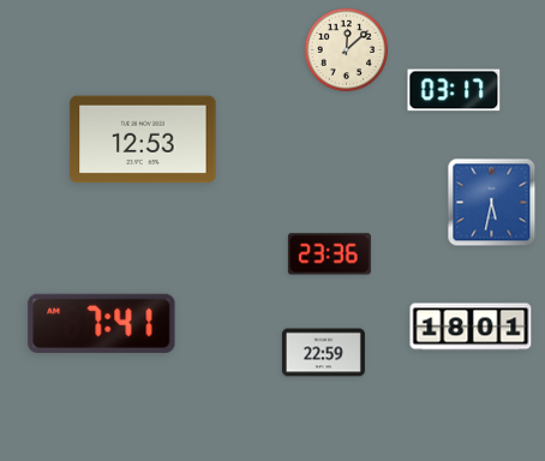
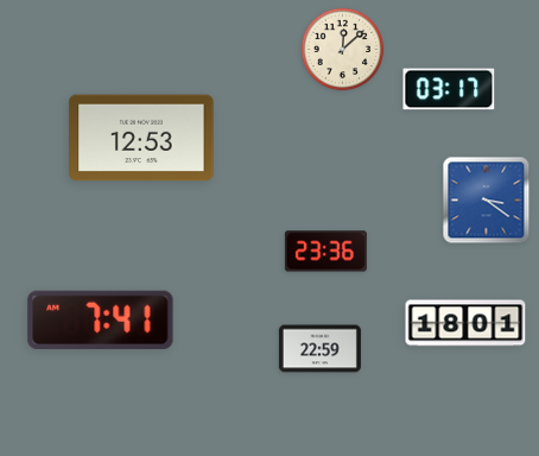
clock at (492, 203): 5:32 -> 3:21
